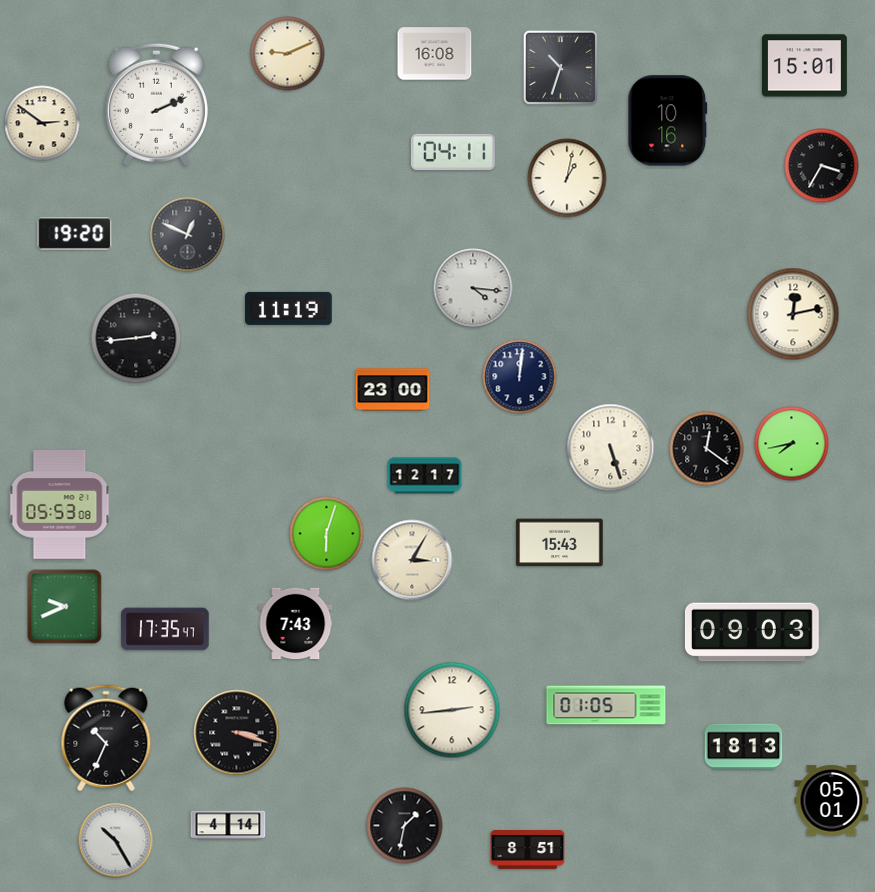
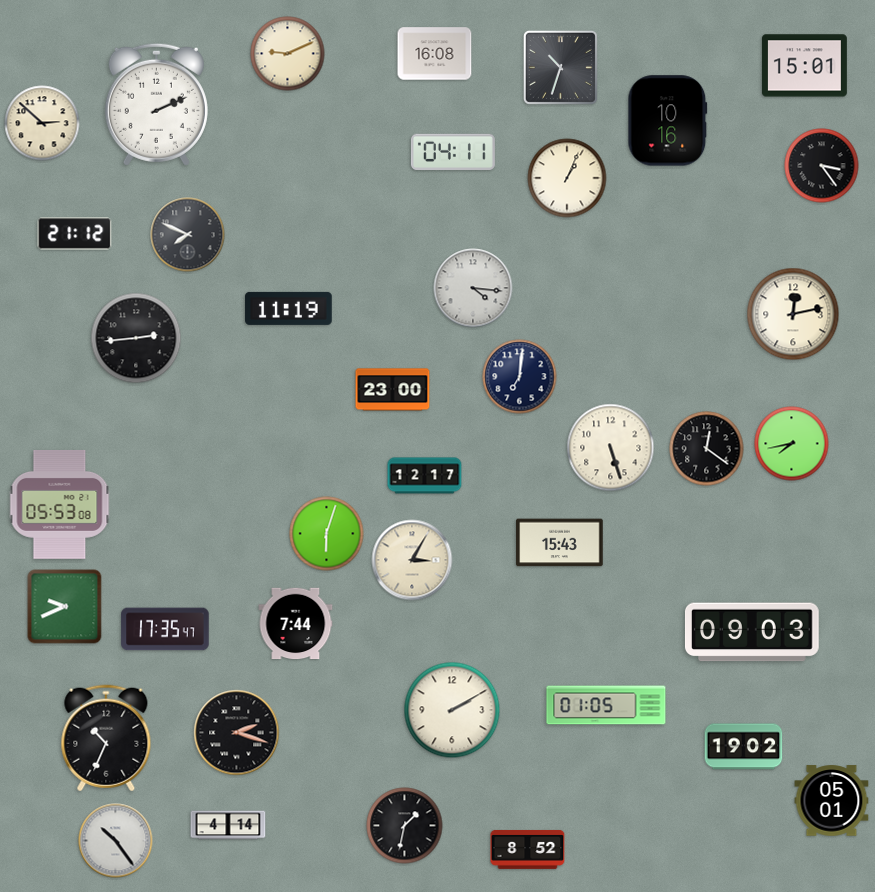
clock at (42, 123): 2:51 -> 2:52
clock at (822, 166): 3:35 -> 3:24
clock at (567, 178): 1:02 -> 1:04
clock at (75, 234): 19:20 -> 21:12
clock at (188, 235): 12:49 -> 7:49
clock at (520, 377): 12:01 -> 7:01
clock at (296, 624): 7:43 -> 7:44
clock at (452, 710): 2:44 -> 2:10
clock at (237, 733): 3:18 -> 2:18
clock at (744, 747): 18:13 -> 19:02
clock at (116, 841): 10:25 -> 10:24
clock at (528, 849): 8:51 -> 8:52
